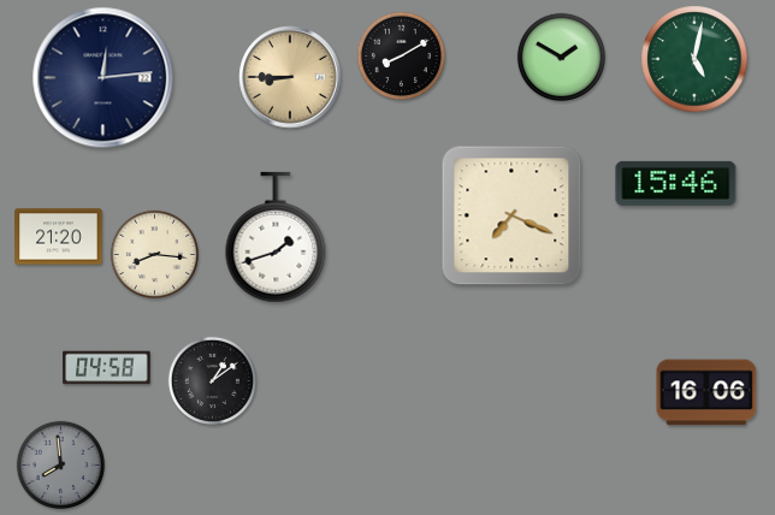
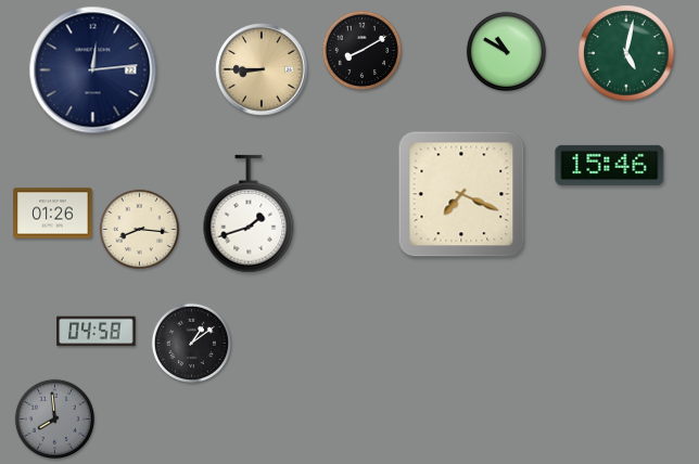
clock at (561, 57): 1:50 -> 10:50
clock at (59, 237): 21:20 -> 01:26
clock at (706, 392): 16:06 -> none
